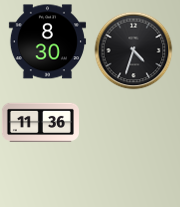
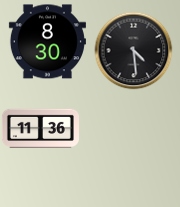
clock at (133, 50): 4:33 -> 4:29
clock at (40, 122) position: (40, 122) -> (40, 128)
